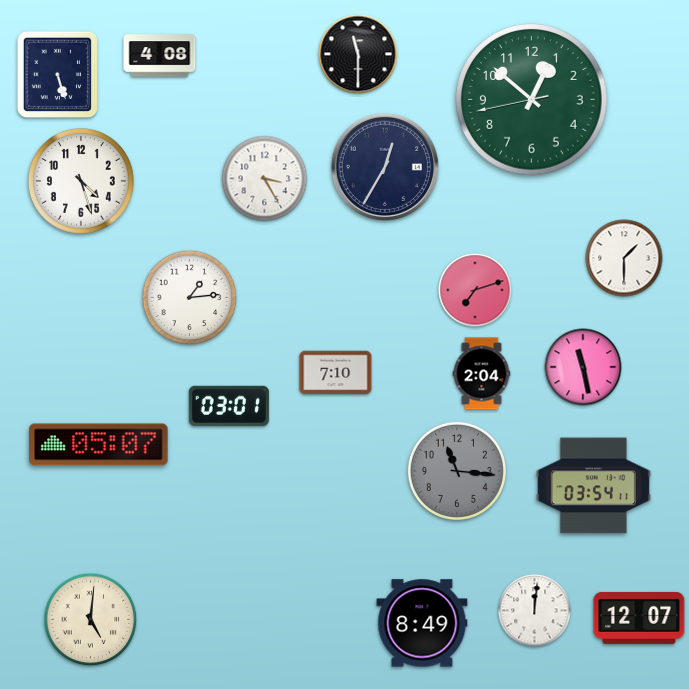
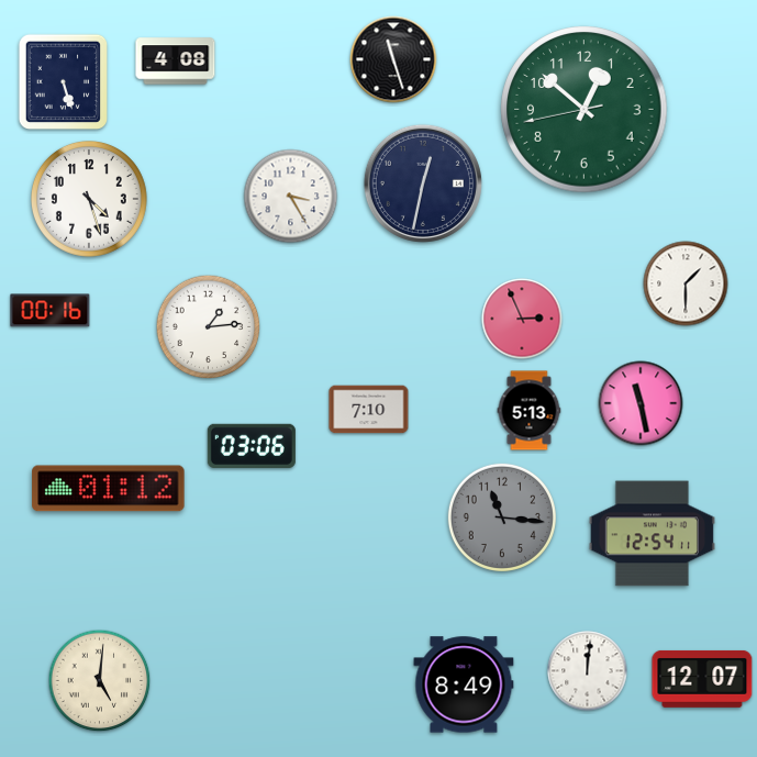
clock at (358, 54): 11:30 -> 11:27
clock at (385, 167): 12:35 -> 12:32
clock at (51, 311): none -> 00:16
clock at (475, 290): 7:12 -> 2:56
clock at (482, 374): 2:04 -> 5:13
clock at (229, 406): 03:01 -> 03:06
clock at (99, 445): 05:07 -> 01:12
clock at (593, 486): 03:54 -> 12:54
